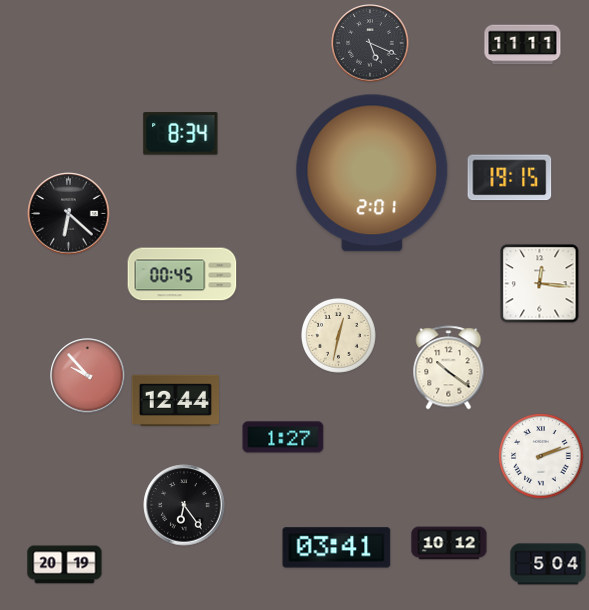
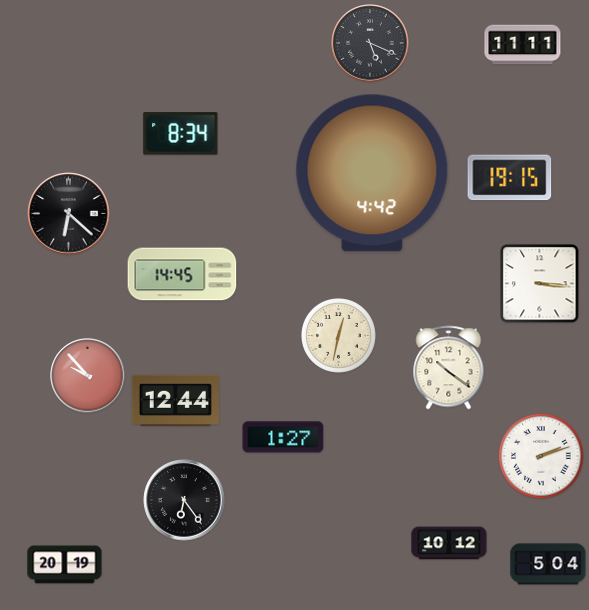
clock at (372, 173): 2:01 -> 4:42
clock at (182, 274): 00:45 -> 14:45
clock at (540, 284): 12:16 -> 3:16
clock at (184, 505) position: (184, 505) -> (184, 500)
clock at (337, 548): 03:41 -> none
